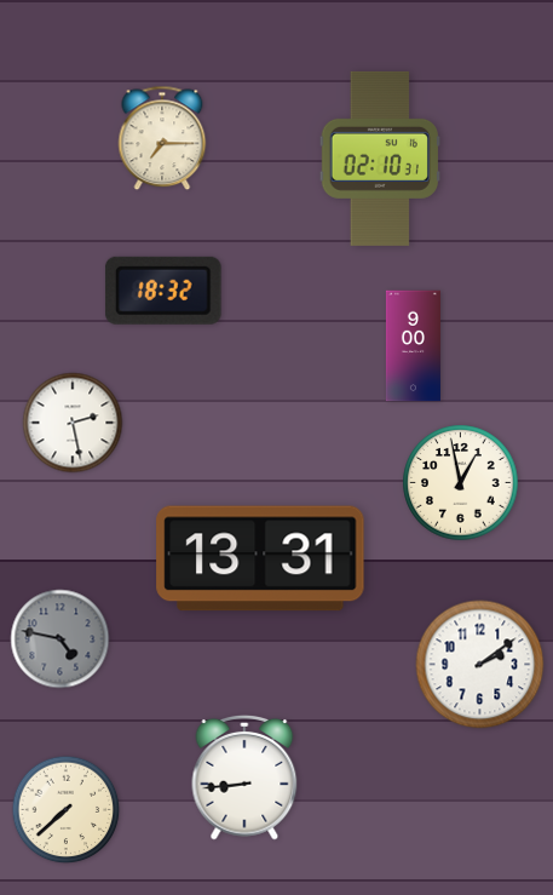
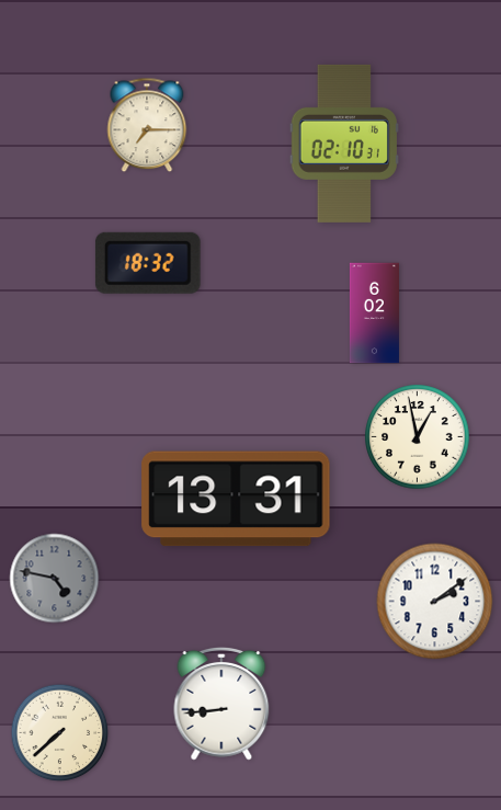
clock at (413, 346): 9:00 -> 6:02
clock at (73, 423): 2:28 -> none
clock at (260, 558) position: (260, 558) -> (236, 499)
